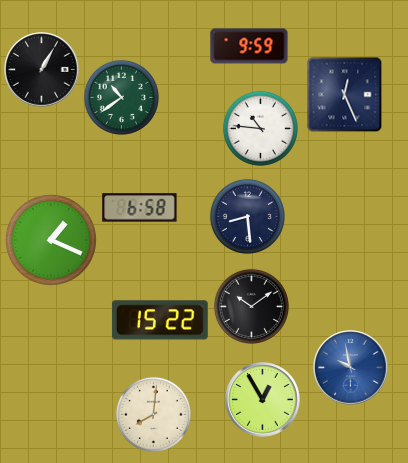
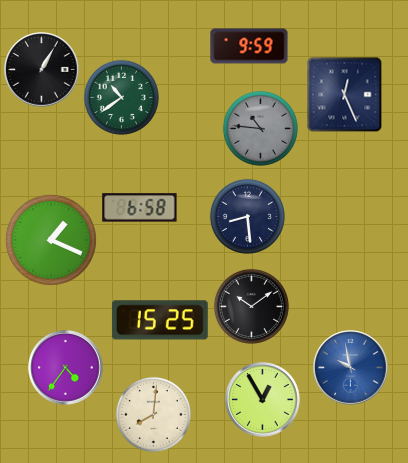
clock at (260, 128) dial: white -> grey
clock at (160, 320): 15:22 -> 15:25
clock at (66, 368): none -> 4:36
